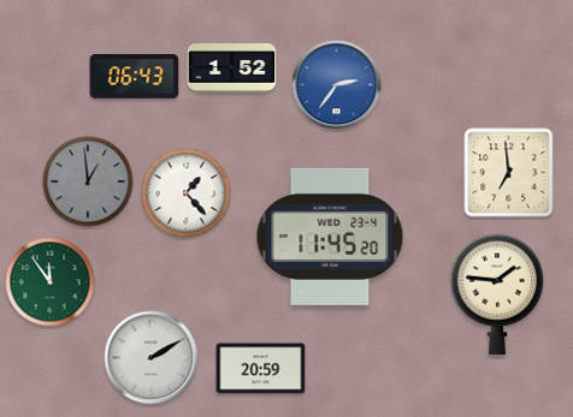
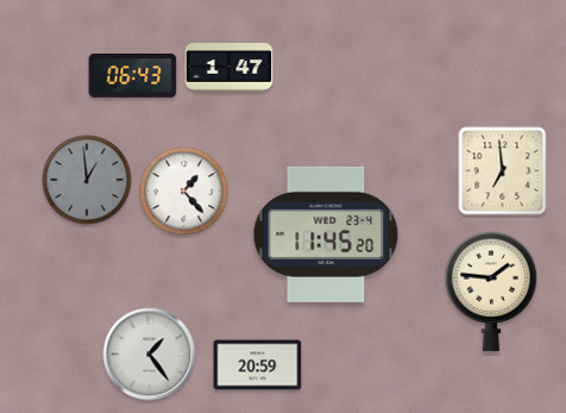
clock at (232, 68): 1:52 -> 1:47
clock at (337, 85): 2:36 -> none
clock at (51, 282): 11:54 -> none
clock at (152, 358): 2:10 -> 1:24
